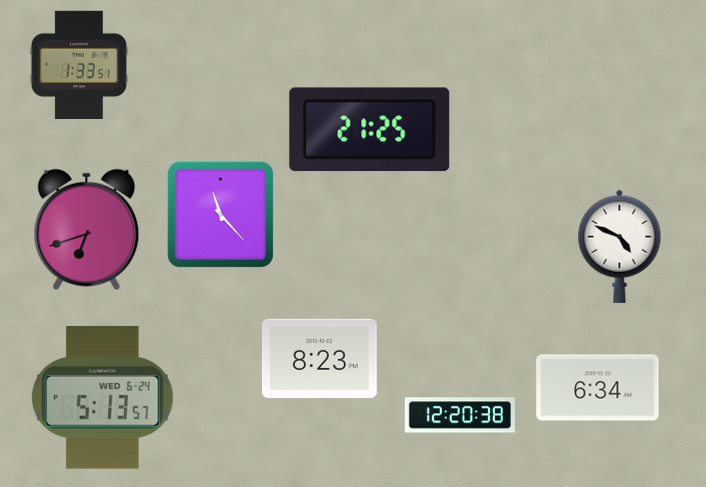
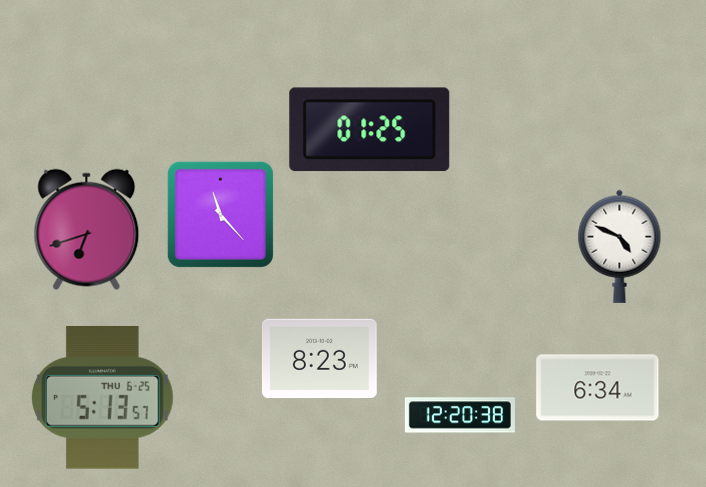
clock at (79, 64): 1:33 -> none
clock at (370, 130): 21:25 -> 01:25
clock at (103, 398) date: WED 6-24 -> THU 6-25
